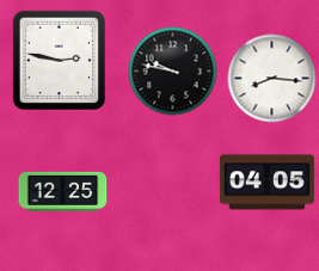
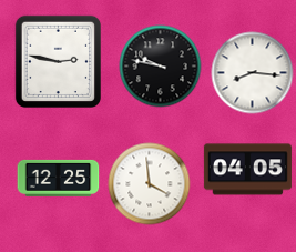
clock at (59, 60) position: (59, 60) -> (58, 61)
clock at (150, 184): none -> 3:59
